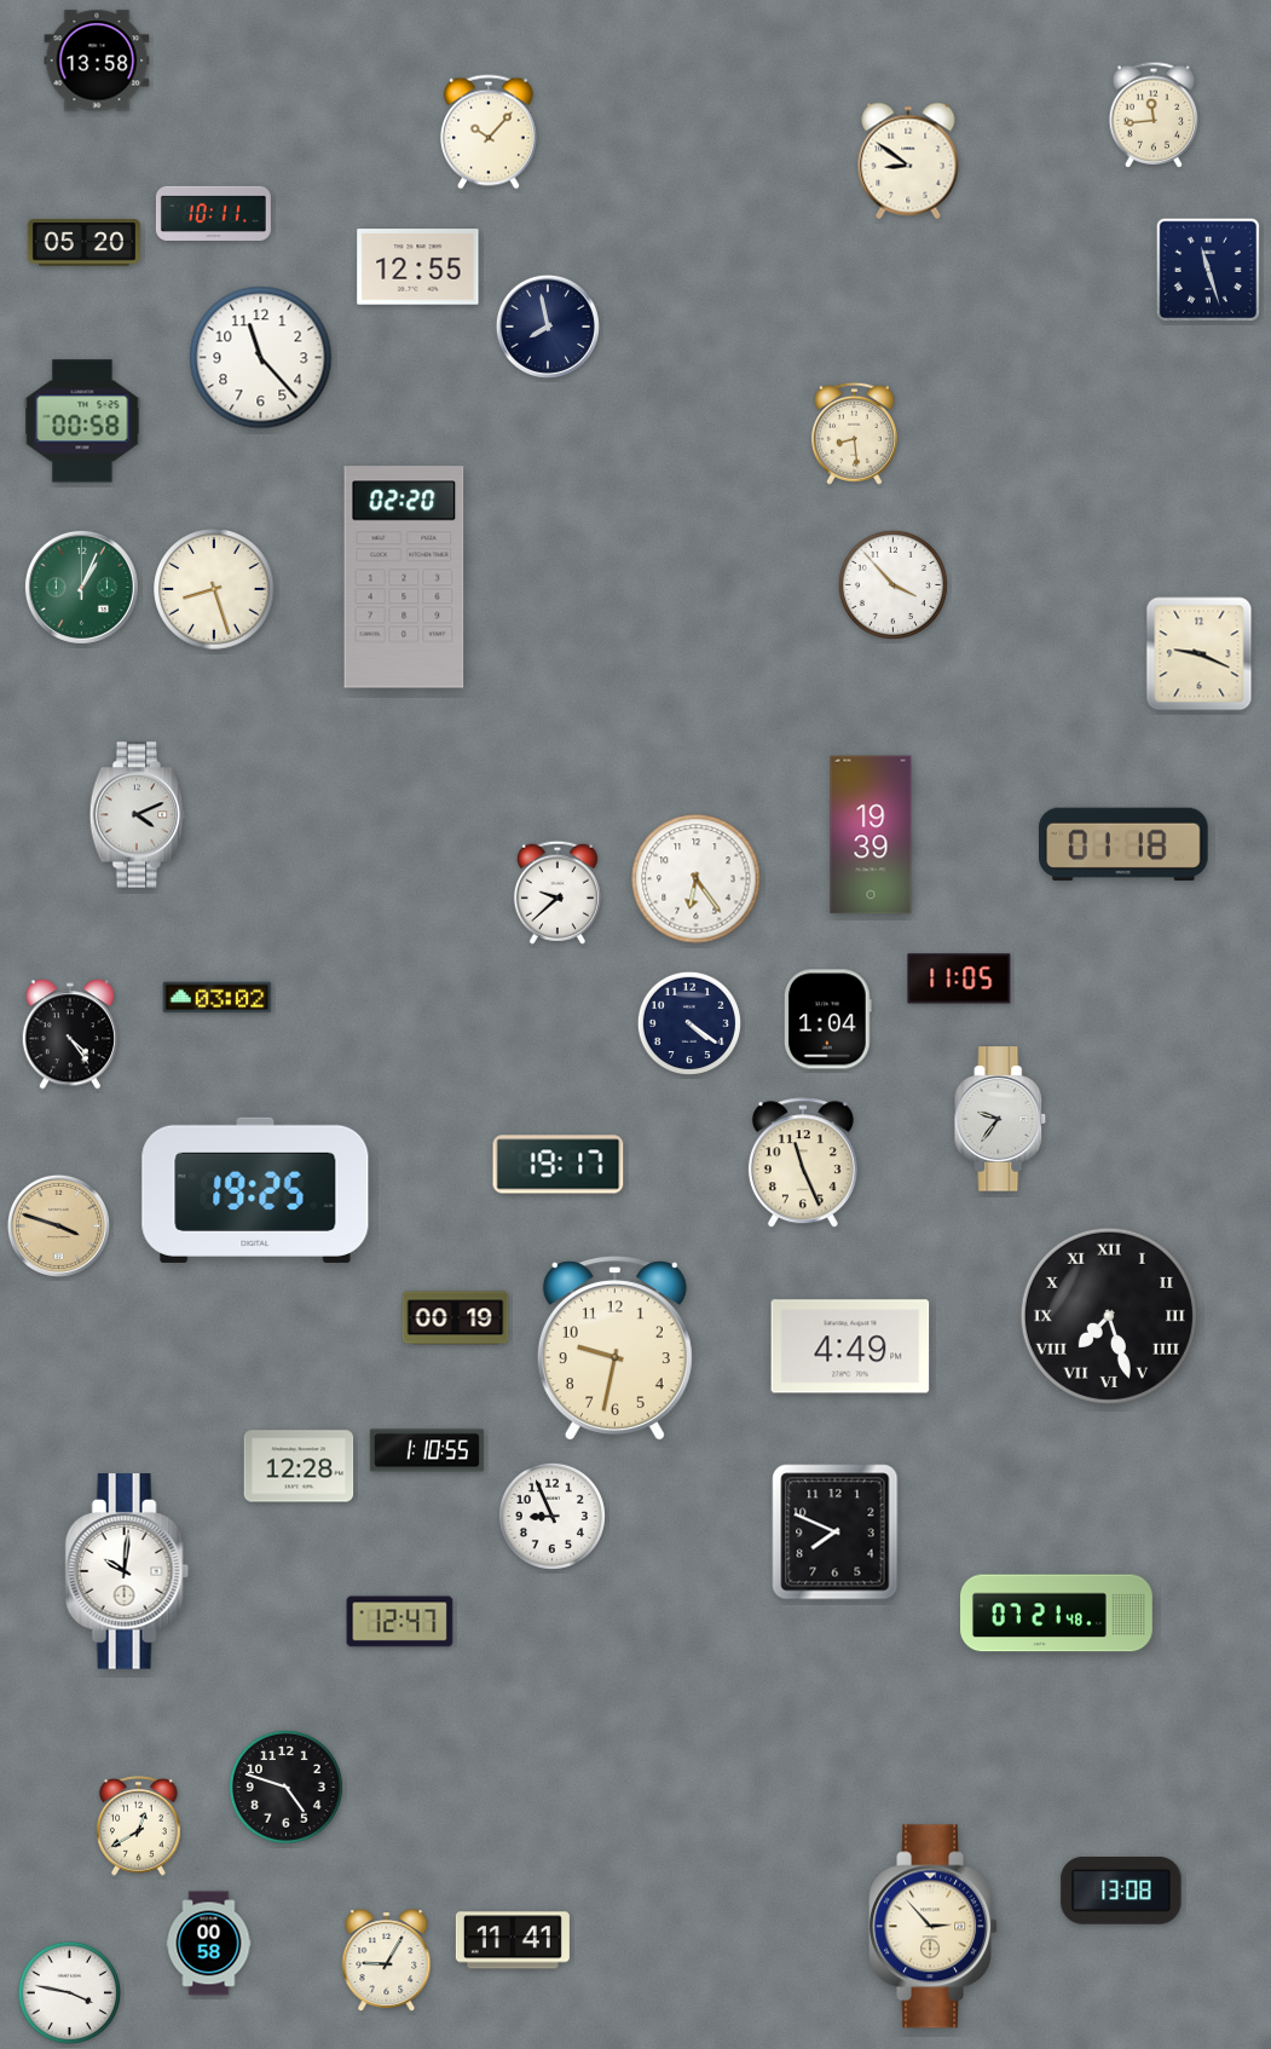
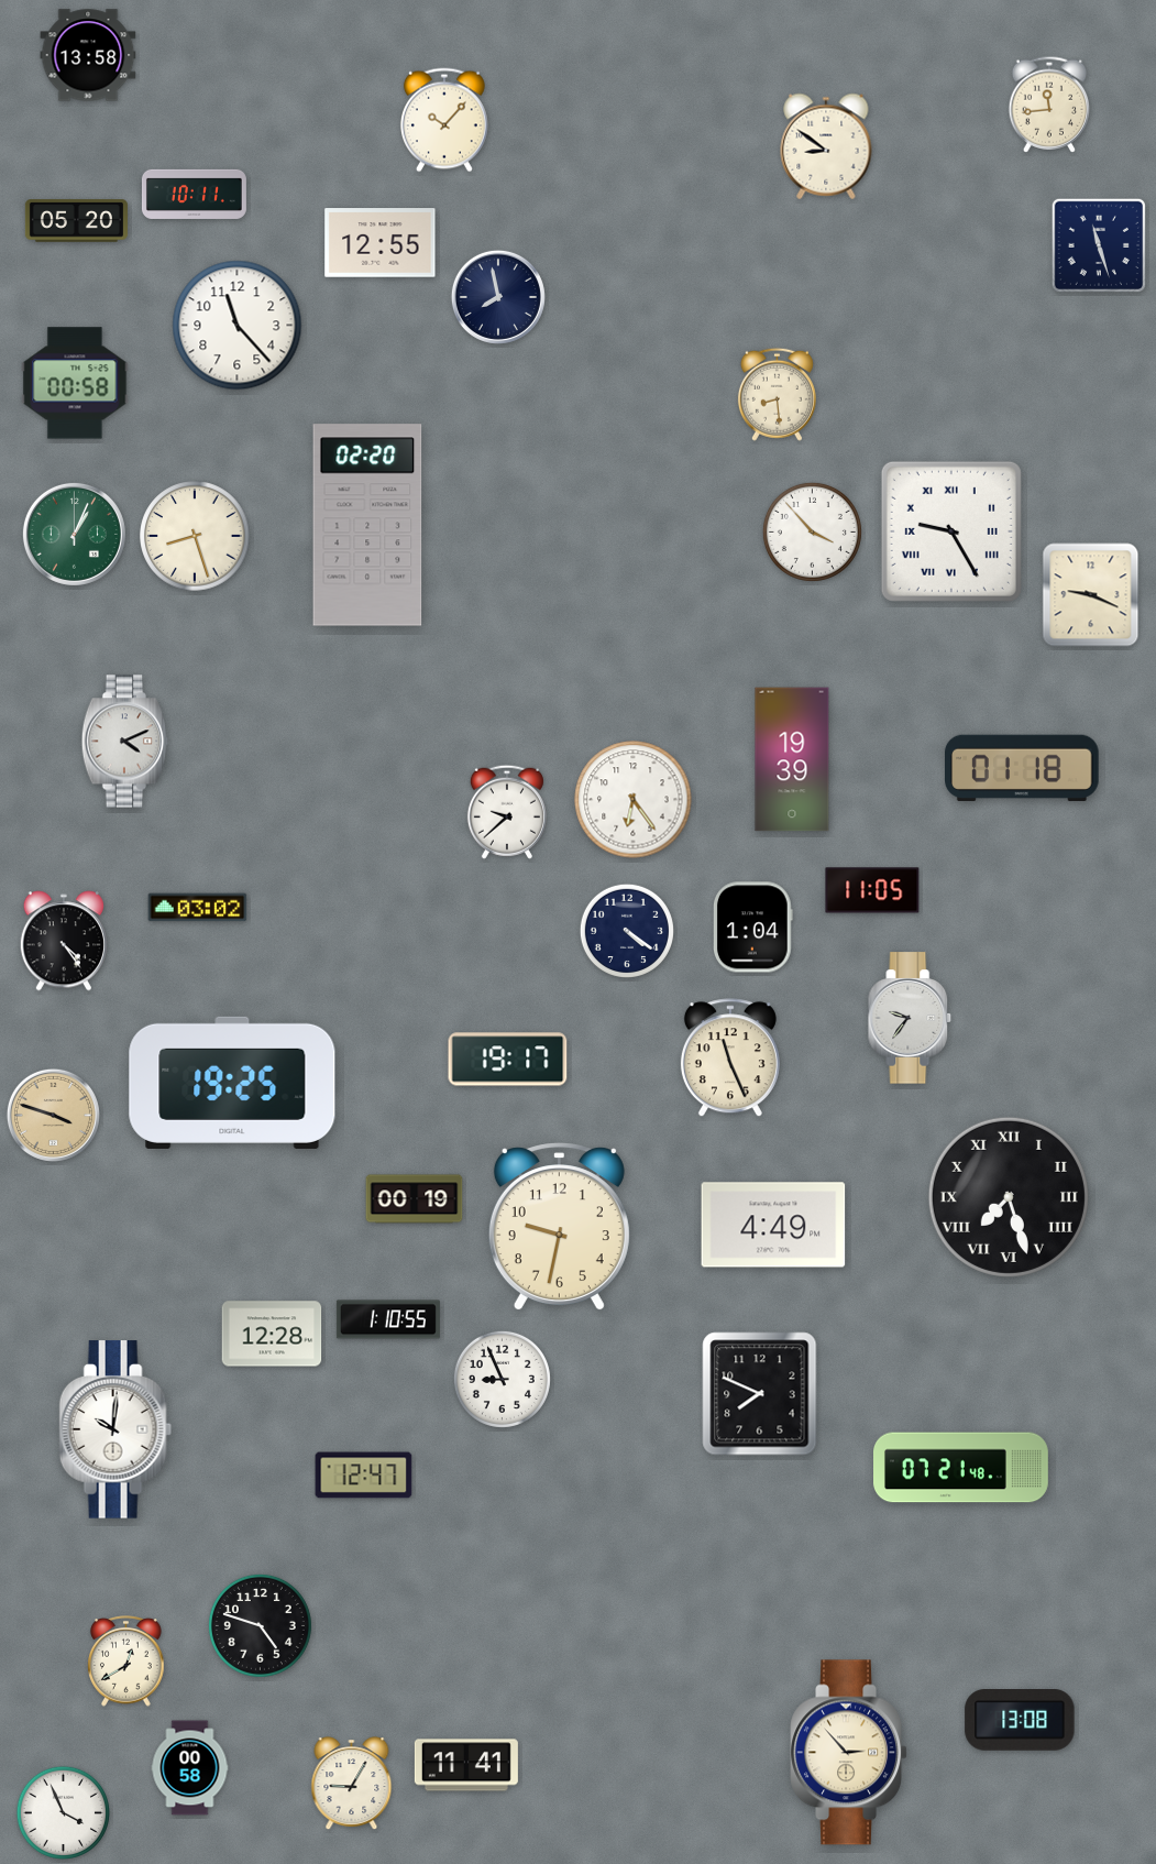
clock at (951, 531): none -> 9:25
clock at (69, 1992): 3:47 -> 3:56
